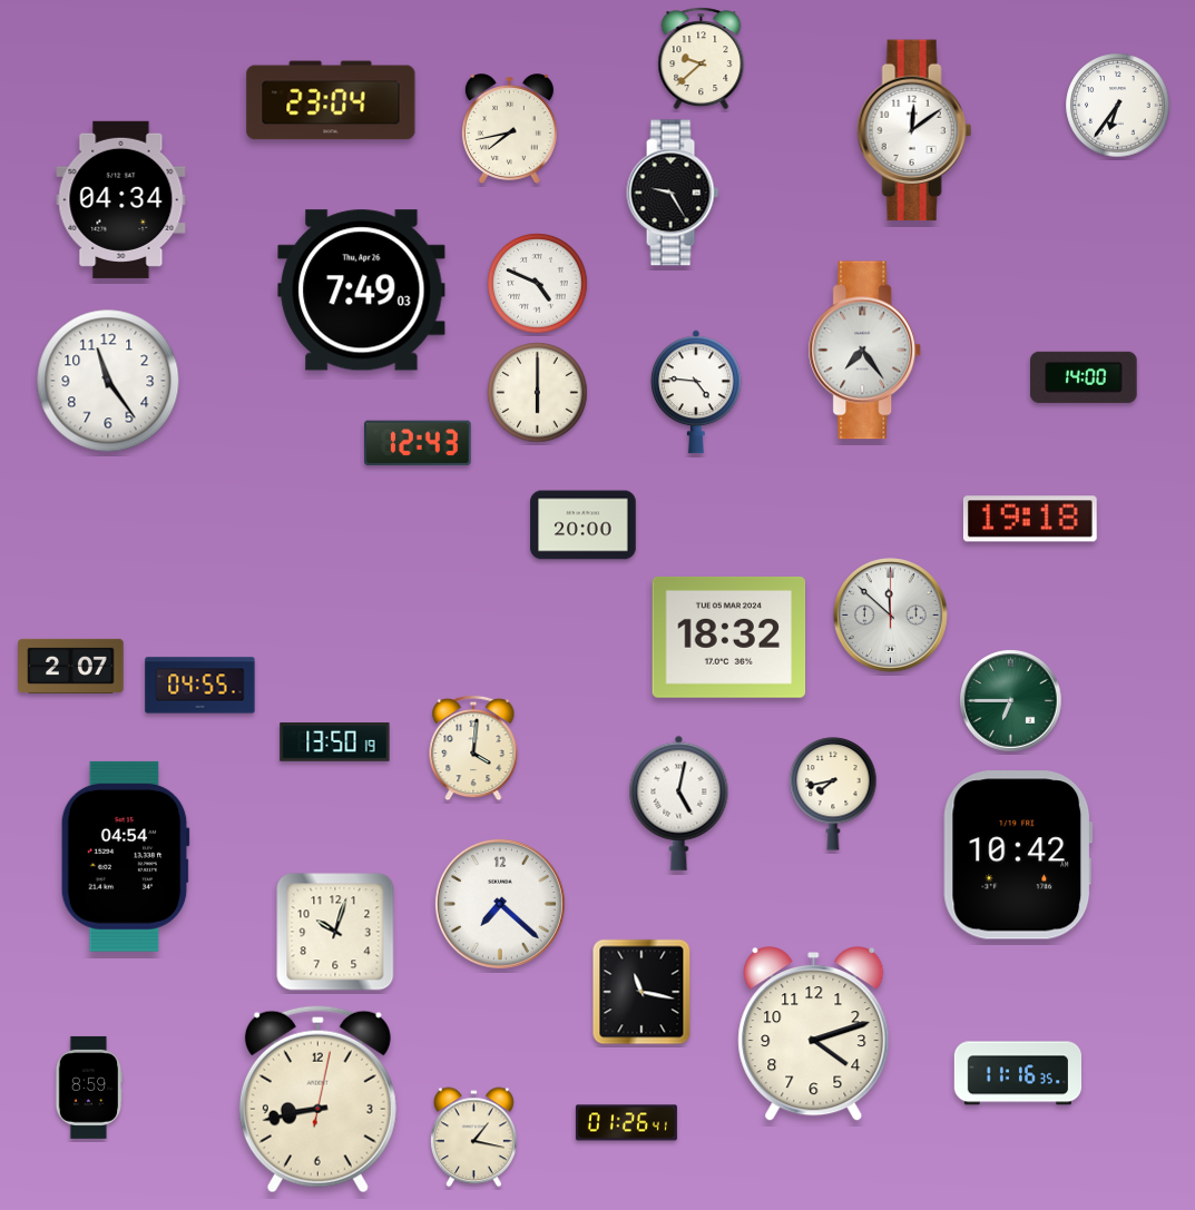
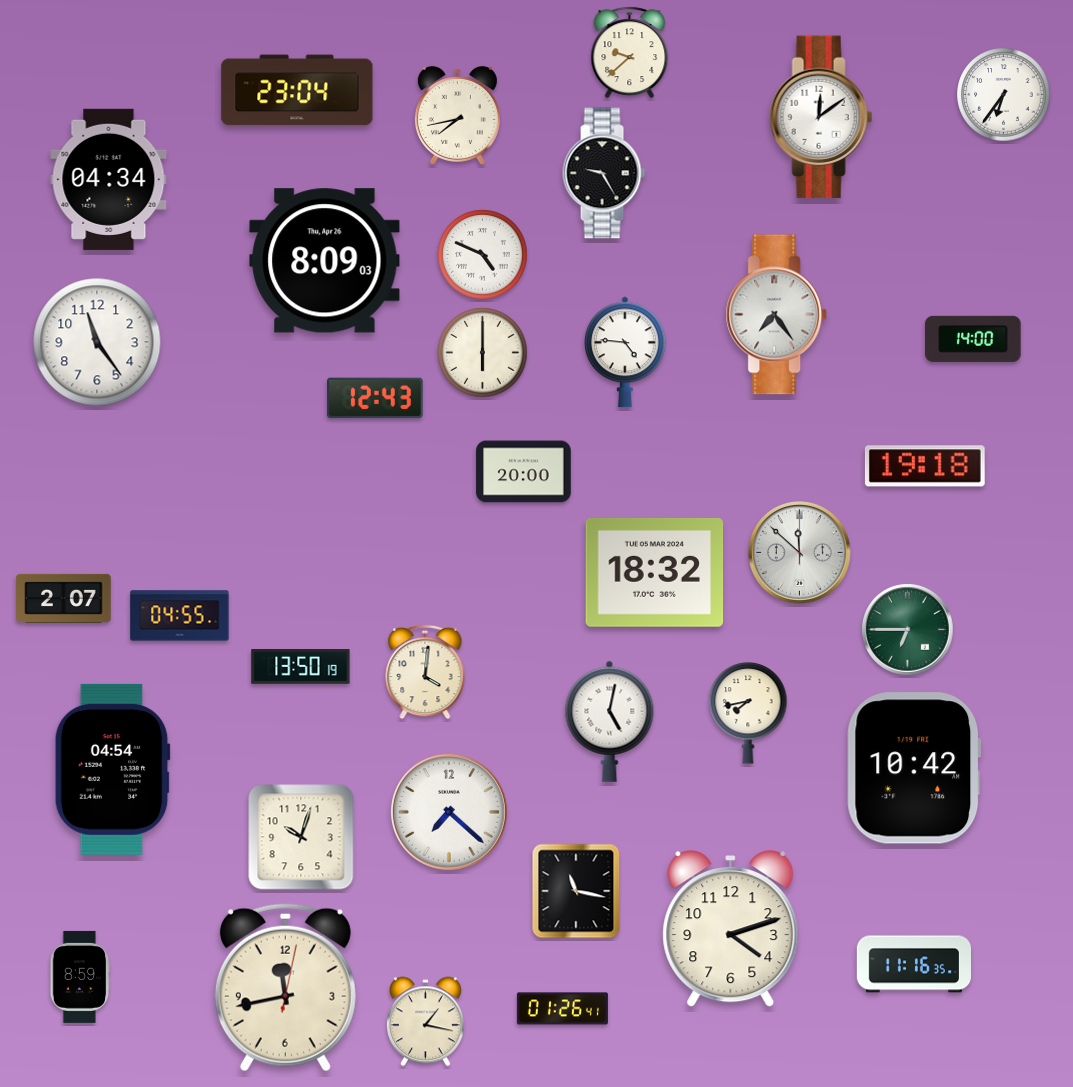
clock at (362, 291): 7:49 -> 8:09
clock at (317, 1100): 8:43 -> 11:43
